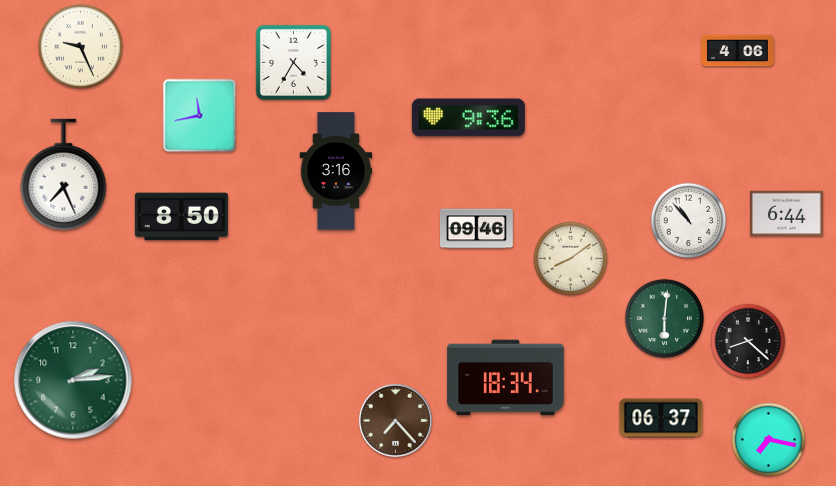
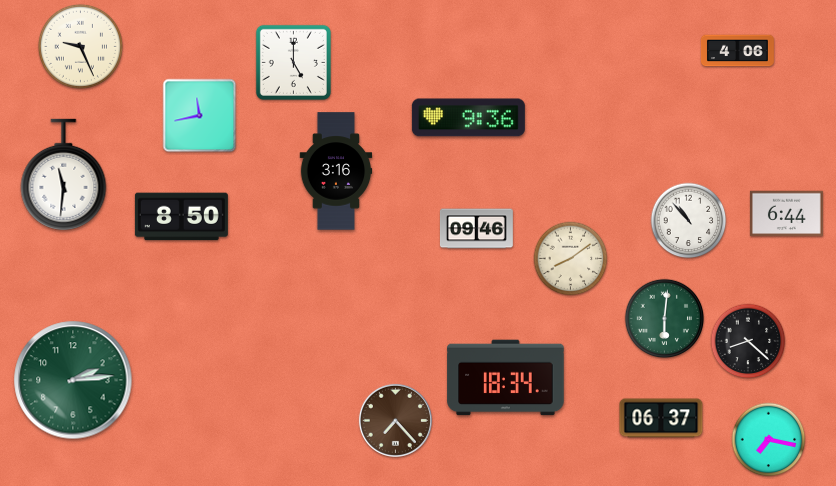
clock at (293, 62): 4:35 -> 5:00
clock at (64, 175): 7:26 -> 11:31
